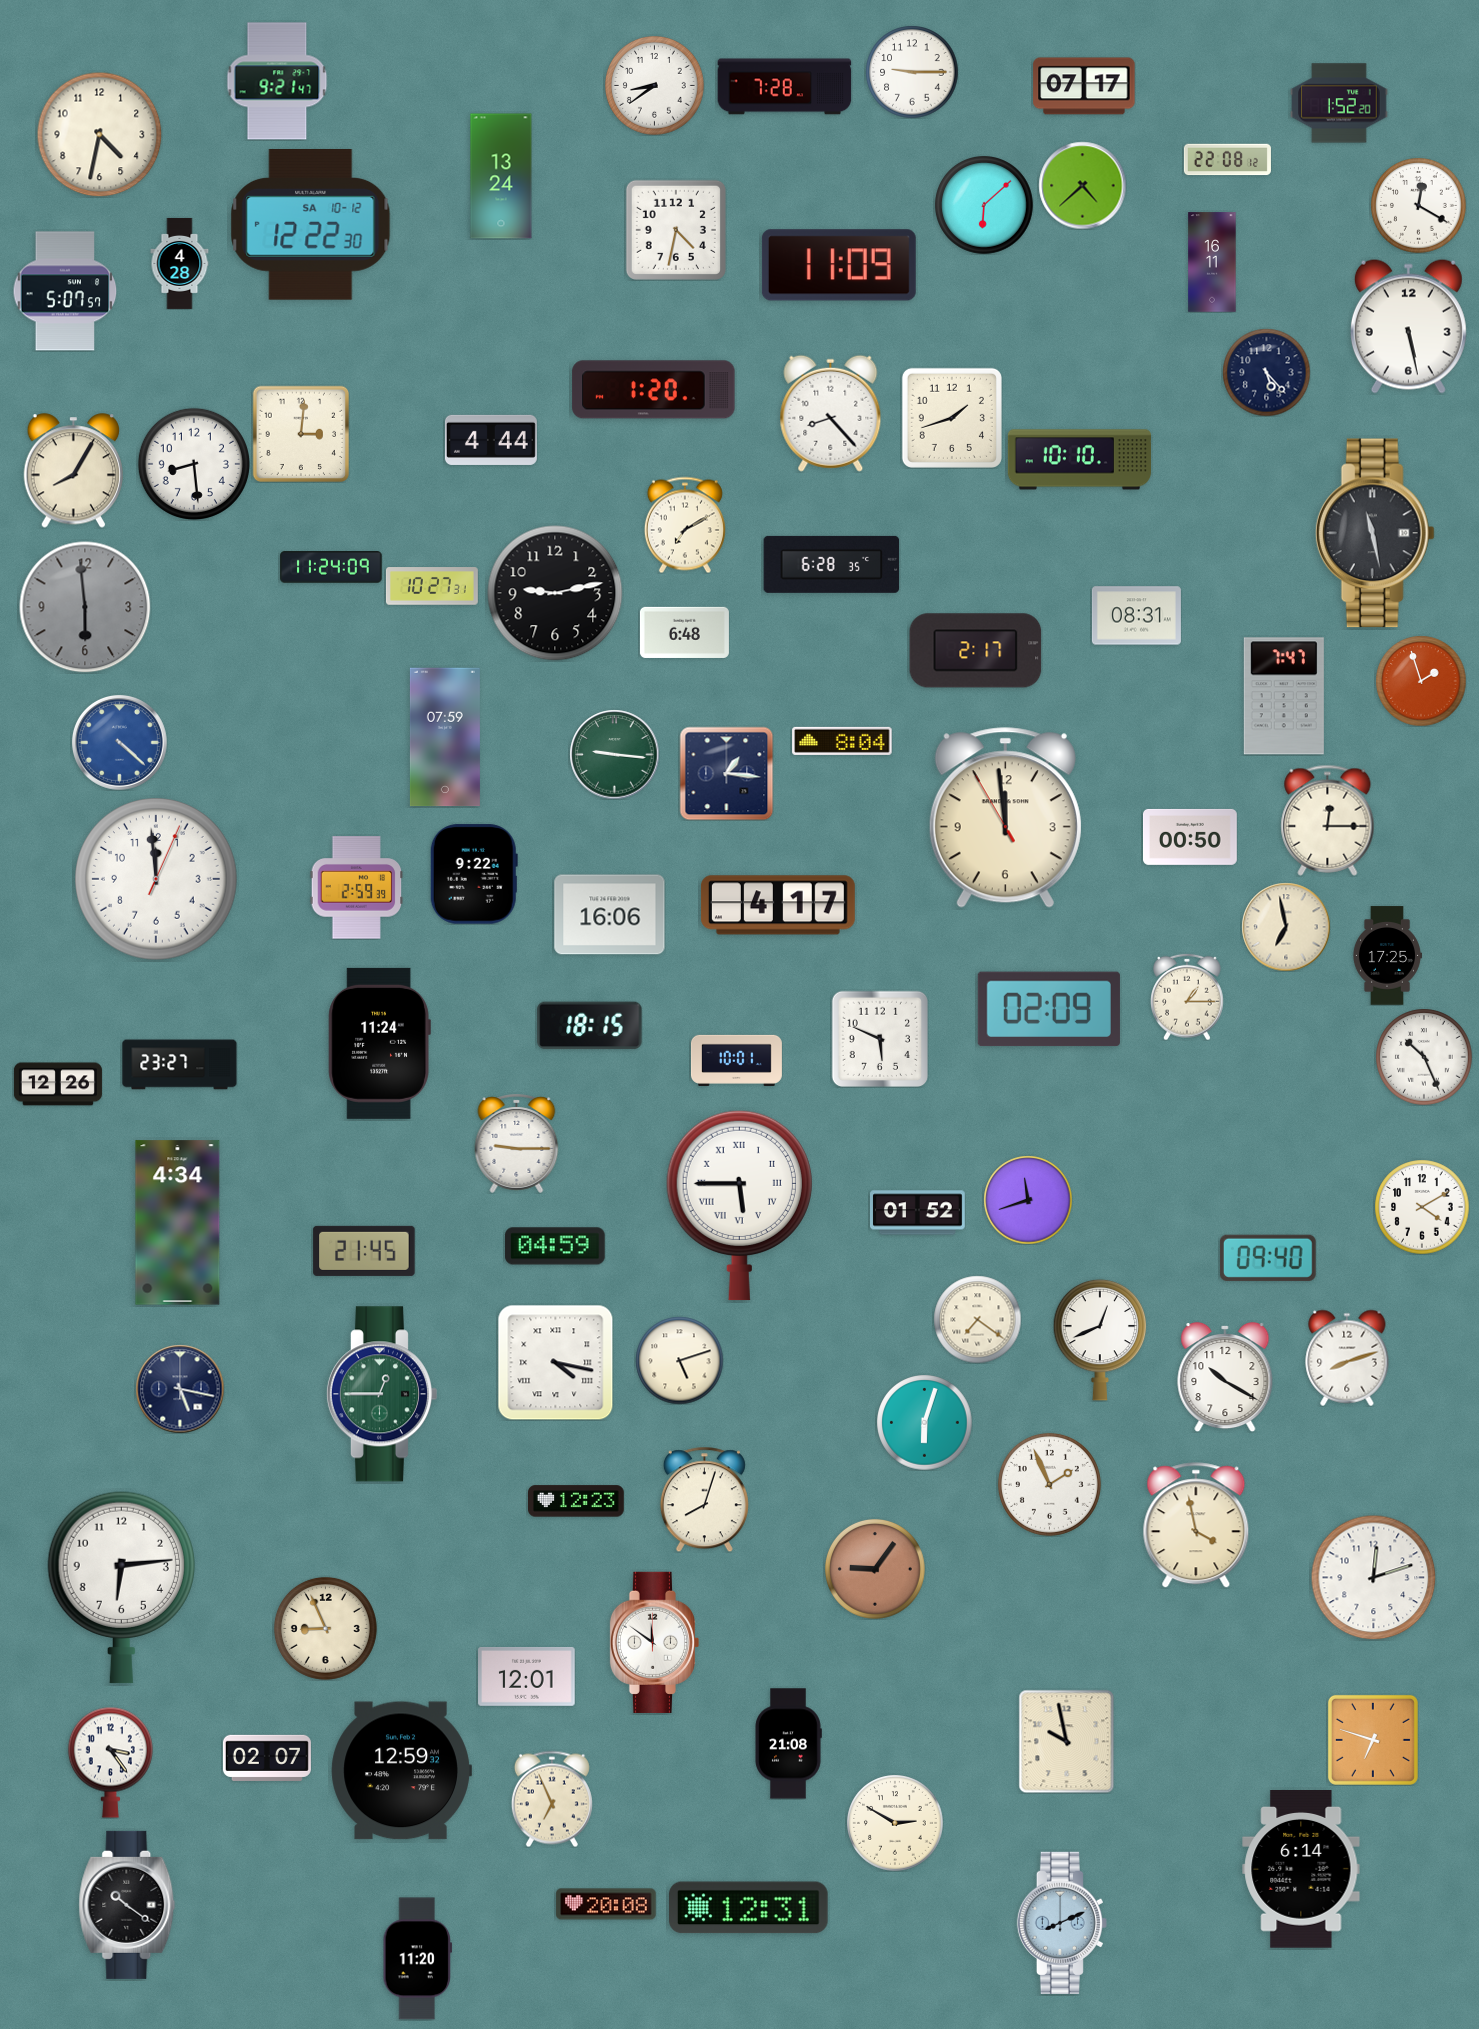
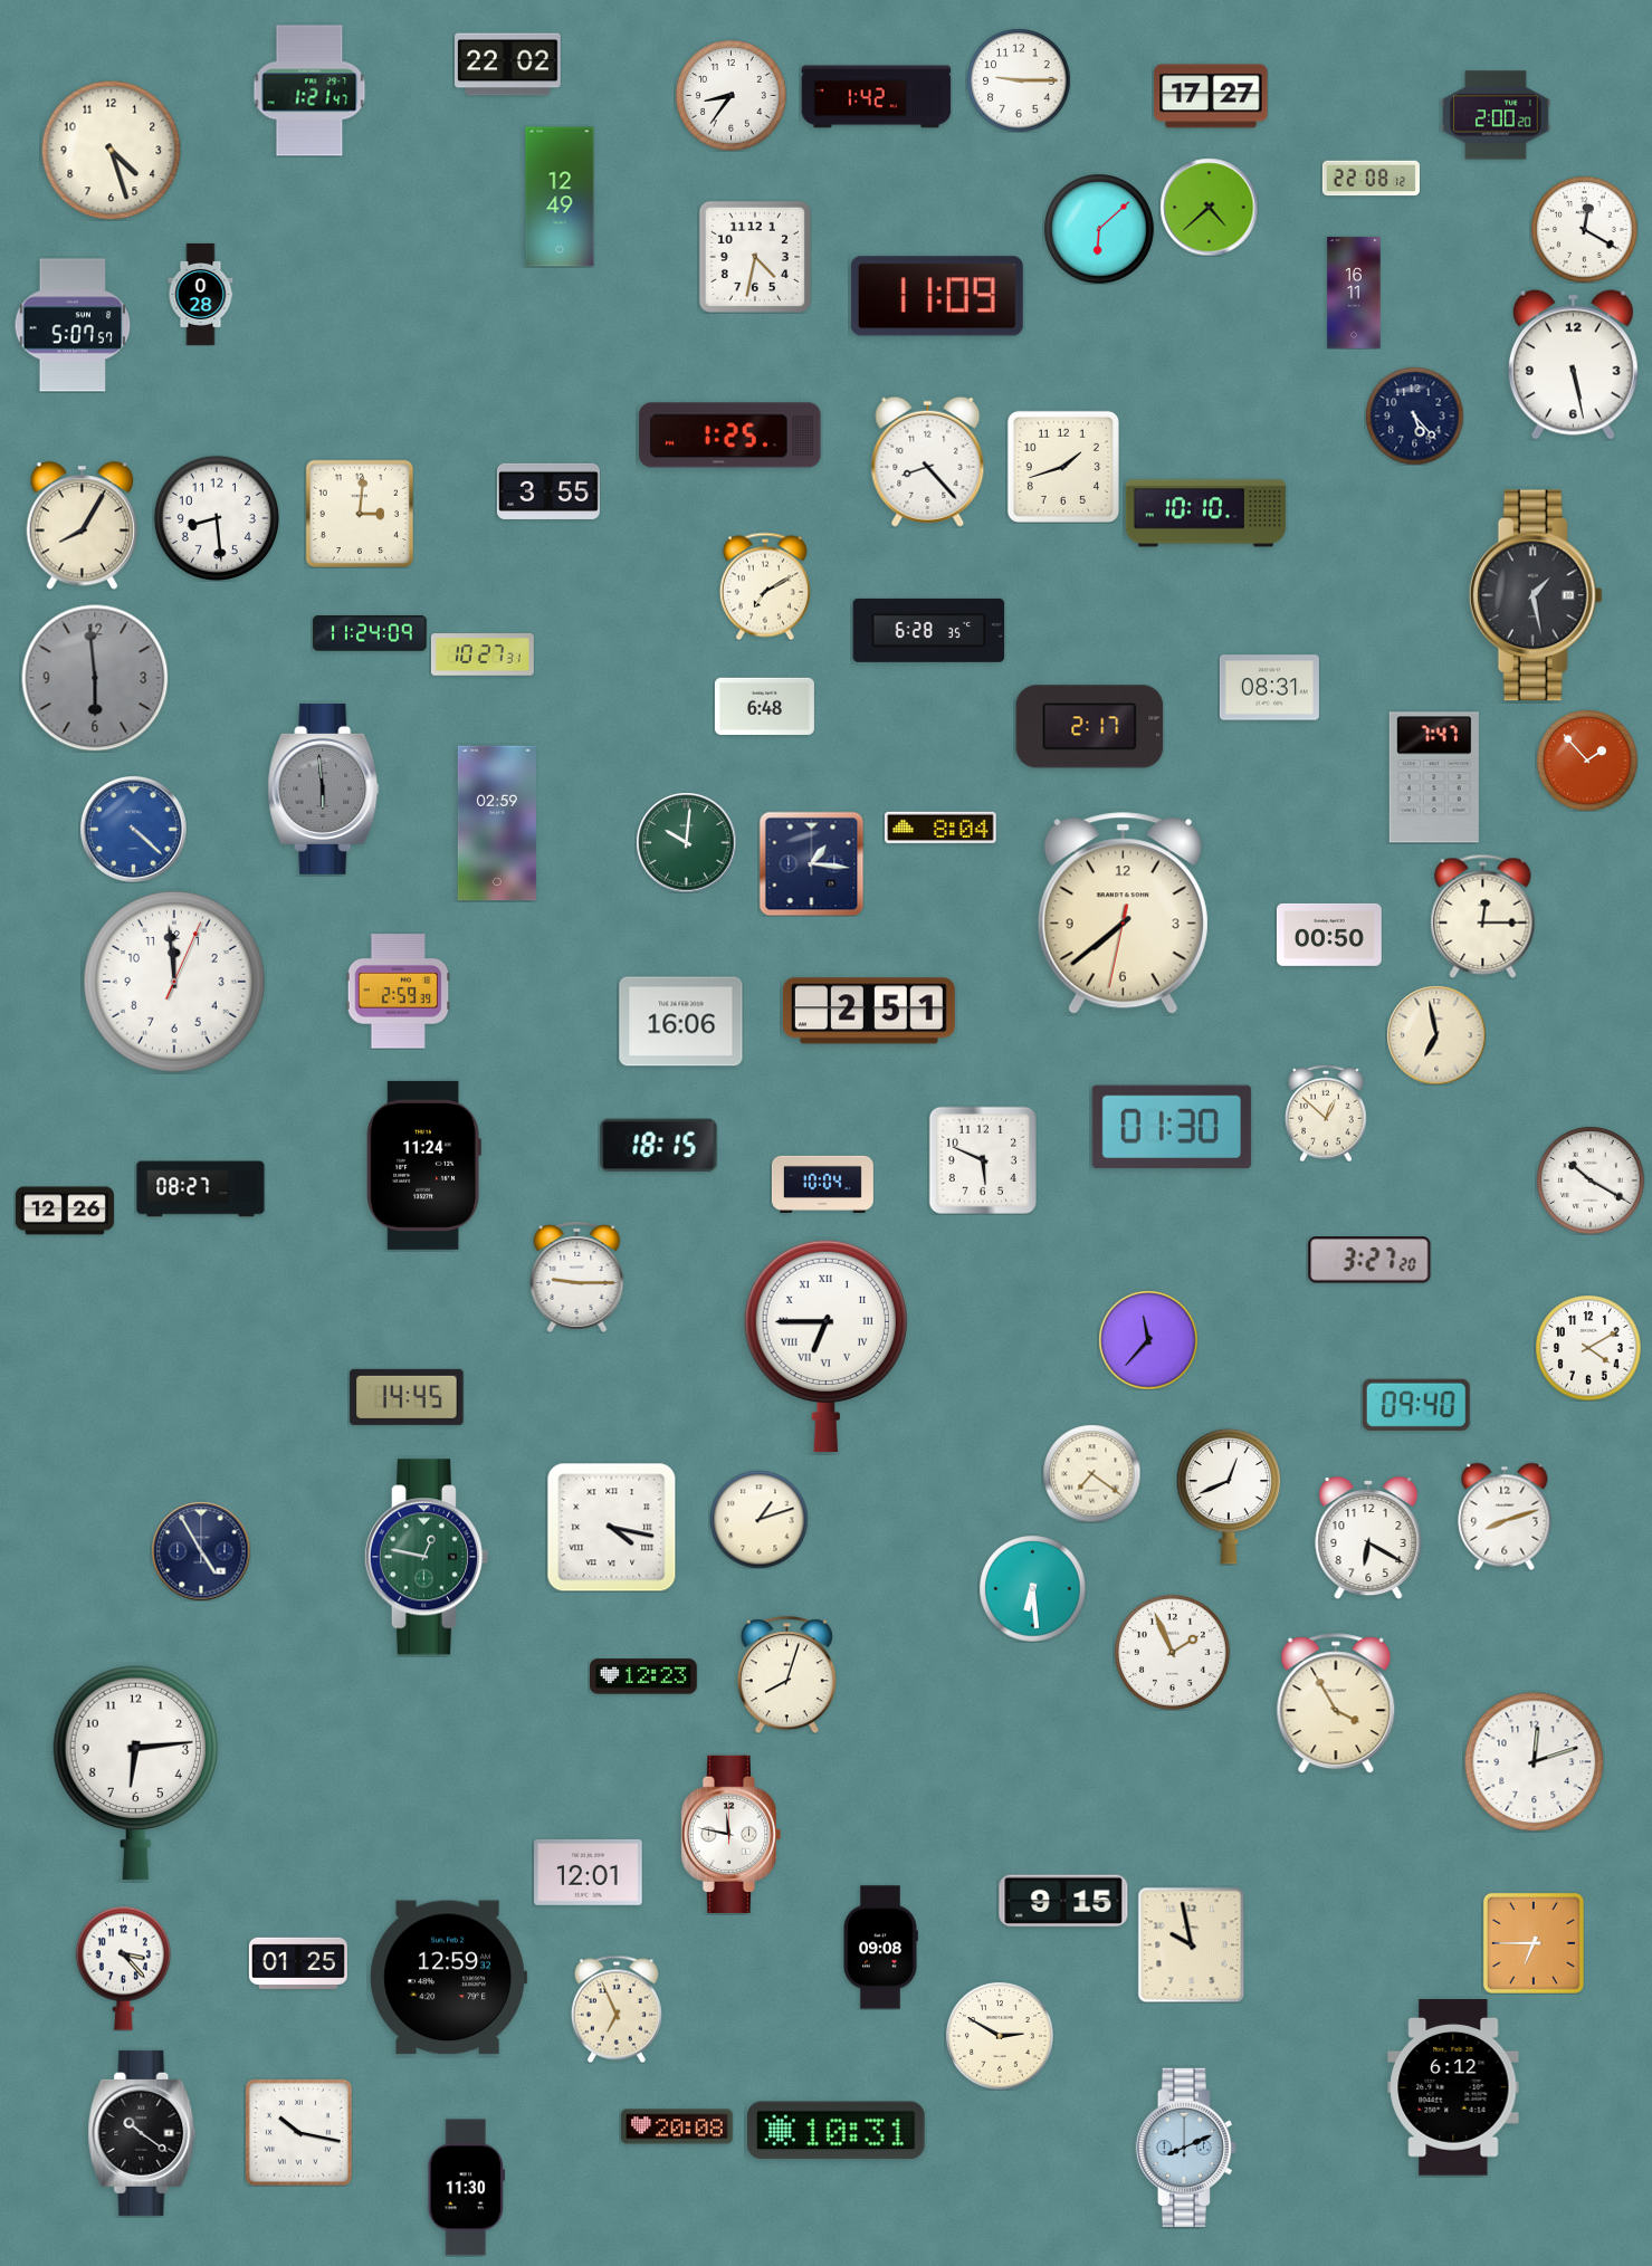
clock at (508, 65): none -> 22:02
clock at (277, 81): 9:21 -> 1:21
clock at (655, 86): 8:39 -> 8:36
clock at (1084, 86): 07:17 -> 17:27
clock at (785, 87): 7:28 -> 1:42
clock at (1339, 103): 1:52 -> 2:00
clock at (99, 134): 4:32 -> 4:27
clock at (501, 176): 13:24 -> 12:49
clock at (311, 225): 12:22 -> none
clock at (180, 263): 4:28 -> 0:28
clock at (654, 390): 1:20 -> 1:25
clock at (300, 433) position: (300, 433) -> (359, 513)
clock at (491, 440): 4:44 -> 3:55
clock at (1375, 533): 11:28 -> 1:28
clock at (555, 593): 9:13 -> none
clock at (1421, 681): 1:57 -> 1:53
clock at (324, 788): none -> 5:59
clock at (445, 737): 07:59 -> 02:59
clock at (614, 754): 9:16 -> 10:01
clock at (1005, 818): 11:58 -> 7:38
clock at (474, 874): 9:22 -> none
clock at (778, 905): 4:17 -> 2:51
clock at (1387, 956): 17:25 -> none
clock at (1188, 997): 1:15 -> 12:52
clock at (1049, 1009): 02:09 -> 01:30
clock at (1424, 1057): 10:26 -> 10:20
clock at (736, 1060): 10:01 -> 10:04
clock at (180, 1065): 23:27 -> 08:27
clock at (1369, 1260): none -> 3:27
clock at (1028, 1200): 11:42 -> 11:37
clock at (739, 1205): 5:45 -> 6:45
clock at (918, 1213): 01:52 -> none
clock at (178, 1223): 4:34 -> none
clock at (555, 1246): 04:59 -> none
clock at (364, 1251): 21:45 -> 14:45
clock at (679, 1360): 5:12 -> 1:12
clock at (555, 1362) position: (555, 1362) -> (611, 1527)
clock at (1225, 1377): 10:20 -> 6:20
clock at (180, 1389): 5:17 -> 4:55
clock at (381, 1394): 12:45 -> 12:47
clock at (924, 1422): 6:03 -> 6:29
clock at (1049, 1484) position: (1049, 1484) -> (1172, 1652)
clock at (1196, 1525): 3:58 -> 3:55
clock at (875, 1569): 9:06 -> none
clock at (325, 1628): 8:56 -> none
clock at (654, 1642): 11:51 -> 11:47
clock at (1063, 1901): none -> 9:15
clock at (1373, 1740): 6:48 -> 6:45
clock at (788, 1744): 21:08 -> 09:08
clock at (267, 1758): 02:07 -> 01:25
clock at (110, 1762): 3:24 -> 3:23
clock at (1301, 1870): 6:14 -> 6:12
clock at (127, 1905) position: (127, 1905) -> (142, 2133)
clock at (749, 1908): 12:31 -> 10:31
clock at (298, 2132): none -> 10:17
clock at (417, 1959): 11:20 -> 11:30
